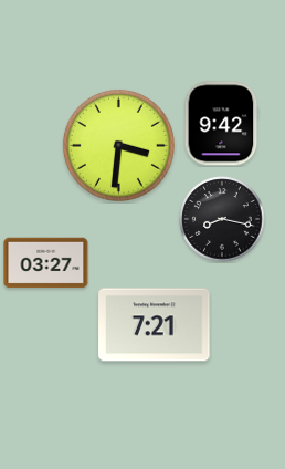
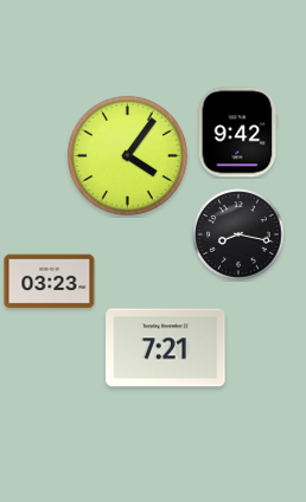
clock at (118, 145): 3:31 -> 4:06
clock at (46, 263): 03:27 -> 03:23
